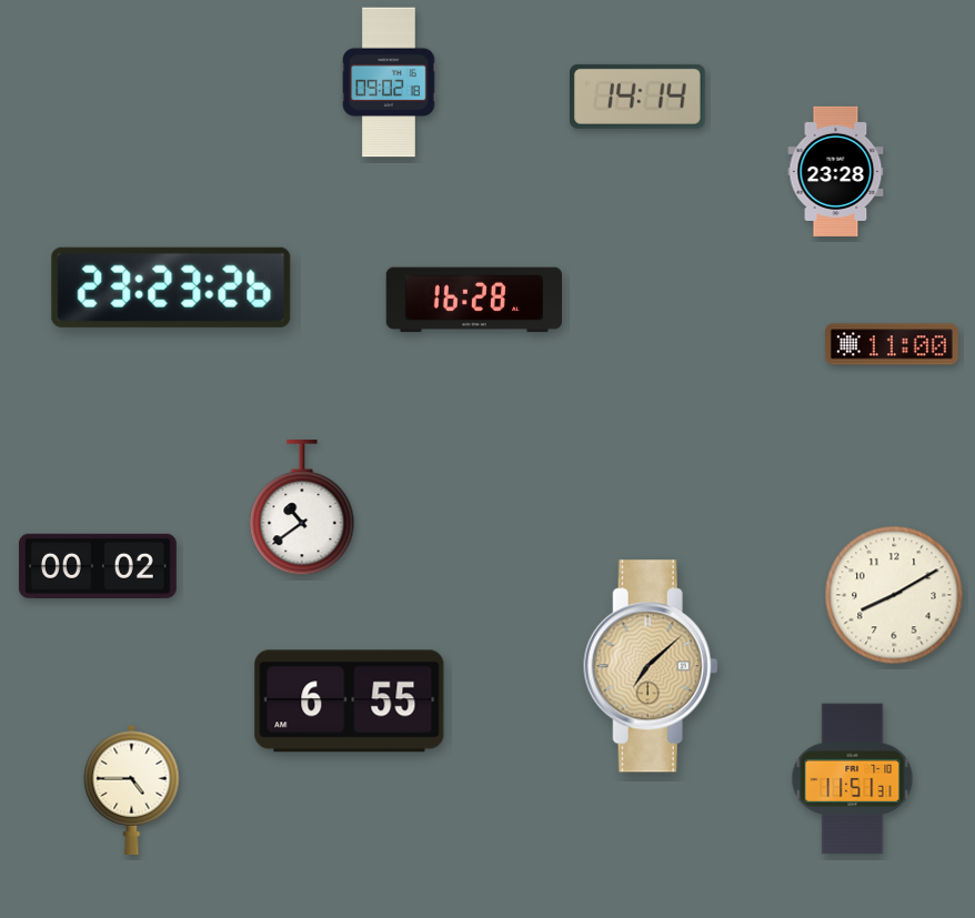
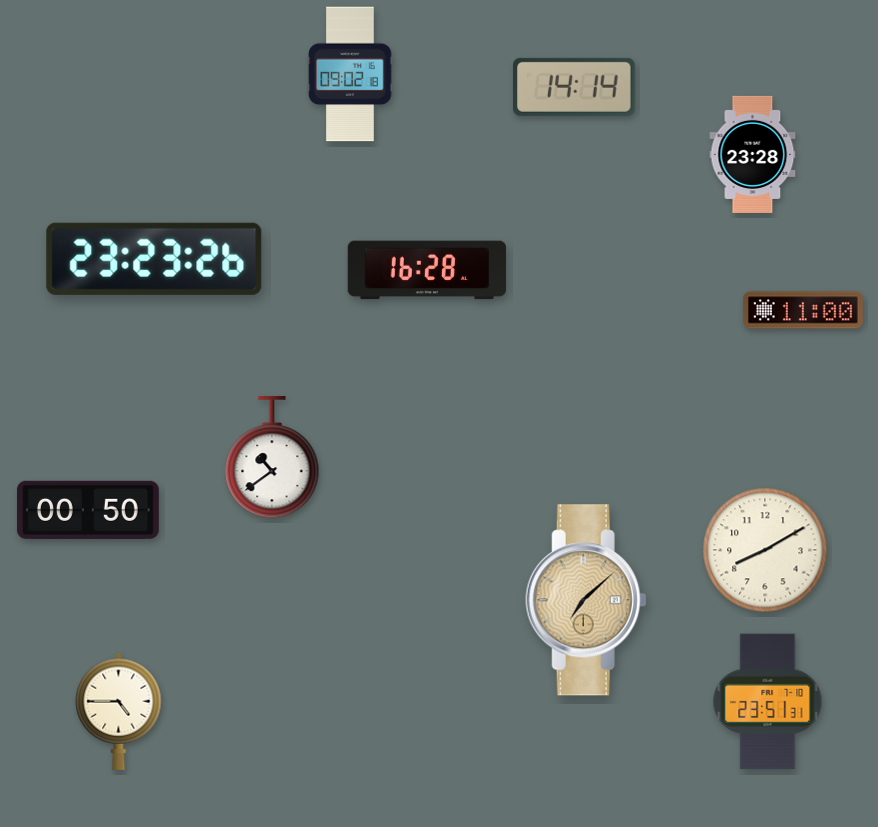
clock at (98, 566): 00:02 -> 00:50
clock at (894, 595) position: (894, 595) -> (765, 550)
clock at (350, 702): 6:55 -> none
clock at (853, 779): 11:51 -> 23:51
